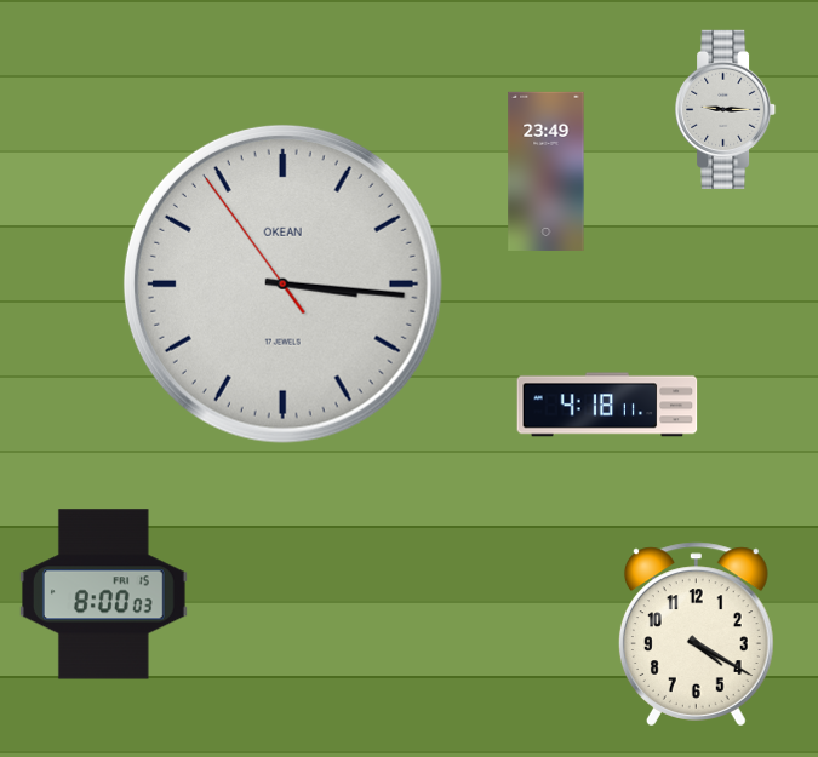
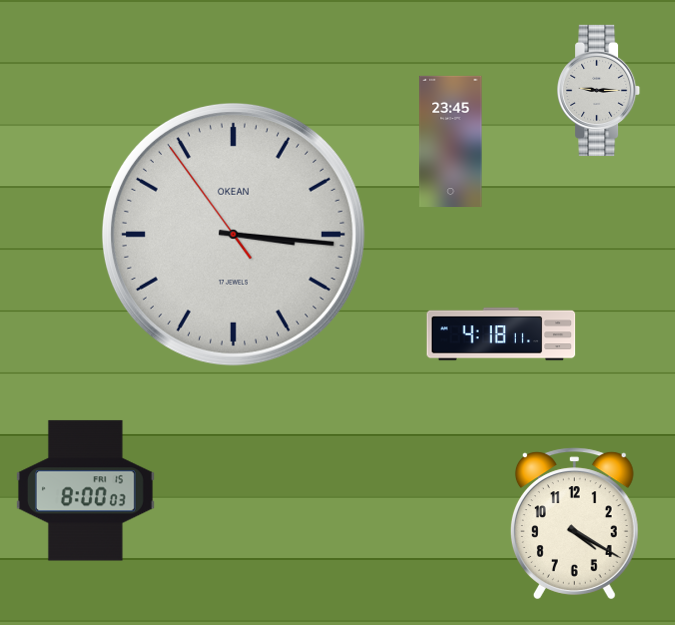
clock at (547, 171): 23:49 -> 23:45
